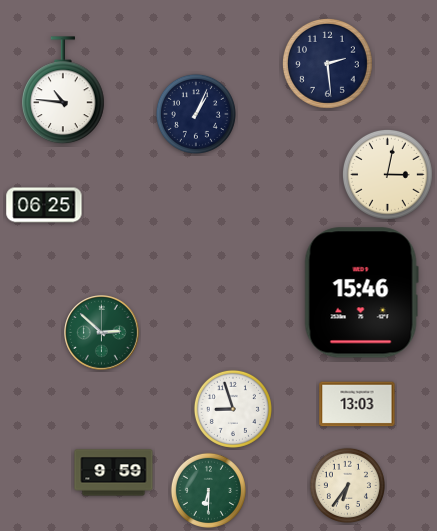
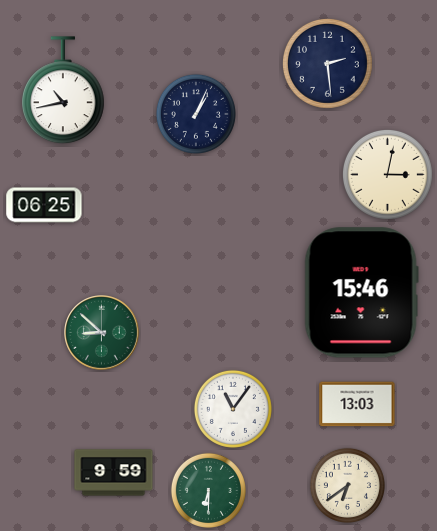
clock at (64, 91): 10:46 -> 10:43
clock at (102, 333): 2:52 -> 8:52
clock at (233, 409): 8:57 -> 11:06
clock at (347, 485): 6:36 -> 6:39
